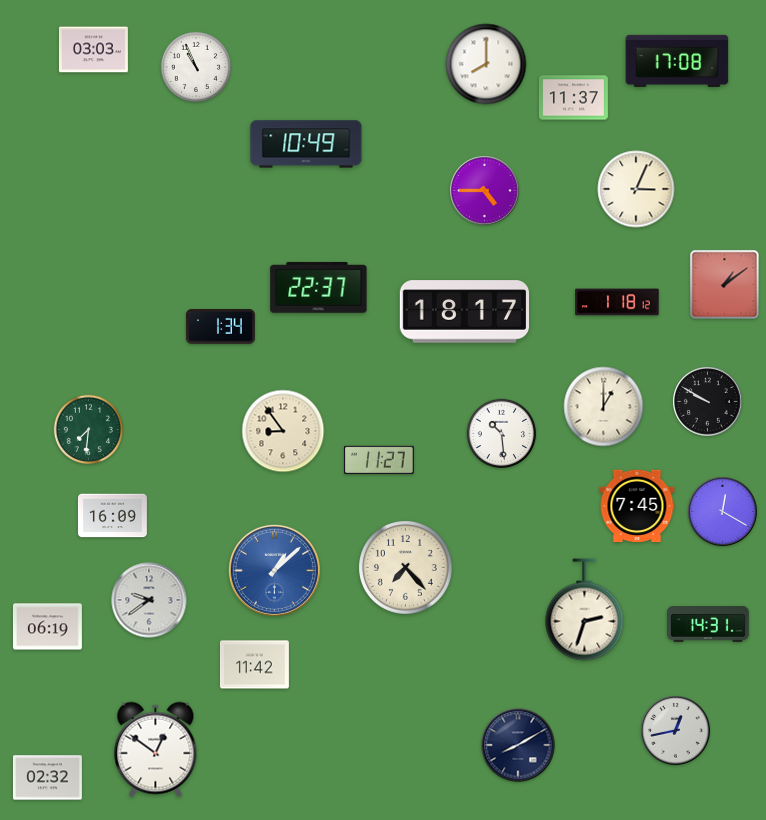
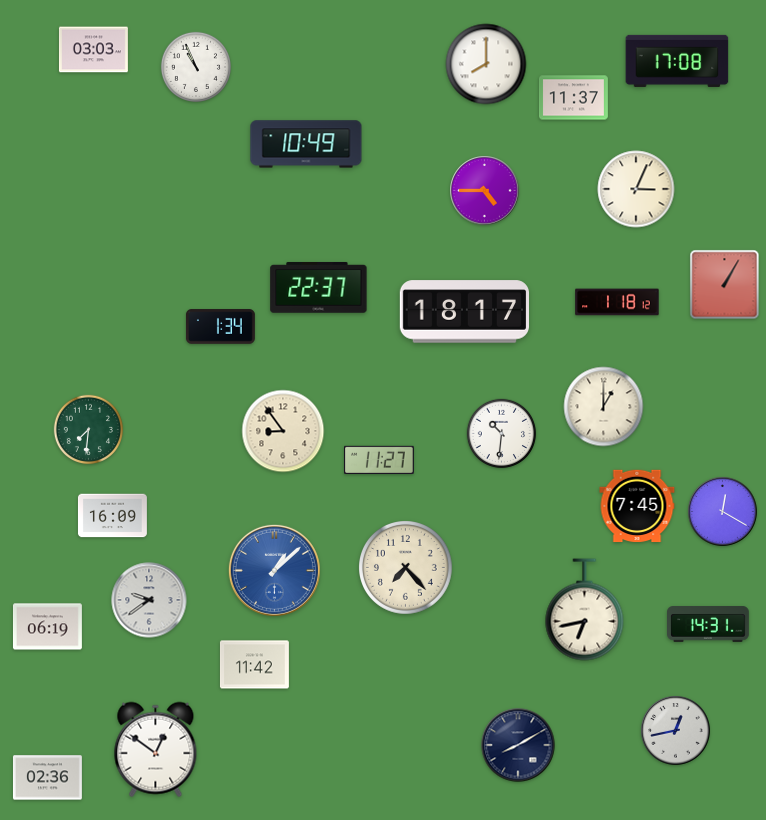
clock at (725, 285): 1:09 -> 1:05
clock at (708, 402): 9:50 -> none
clock at (502, 434): 10:29 -> 10:31
clock at (585, 610): 2:33 -> 6:43
clock at (47, 778): 02:32 -> 02:36
